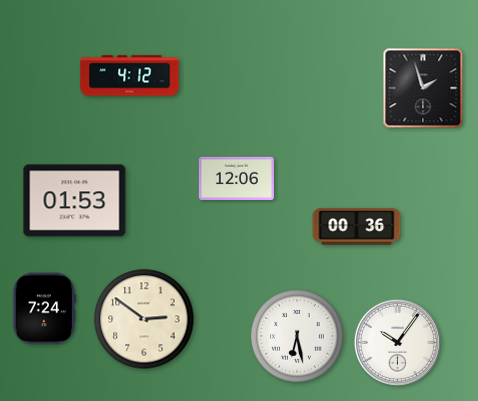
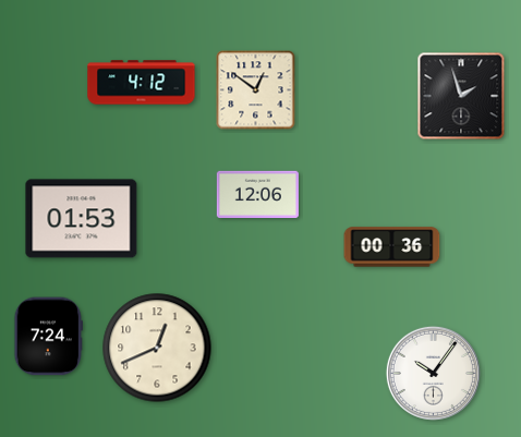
clock at (256, 90): none -> 12:51
clock at (357, 227) position: (357, 227) -> (392, 247)
clock at (144, 319): 2:51 -> 12:41
clock at (298, 337): 6:28 -> none
